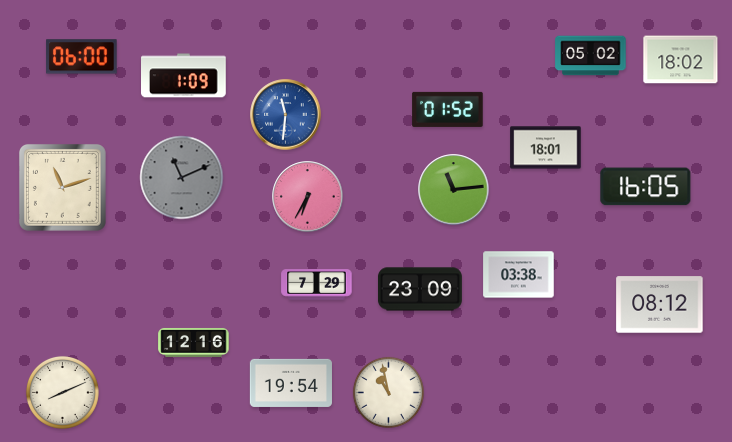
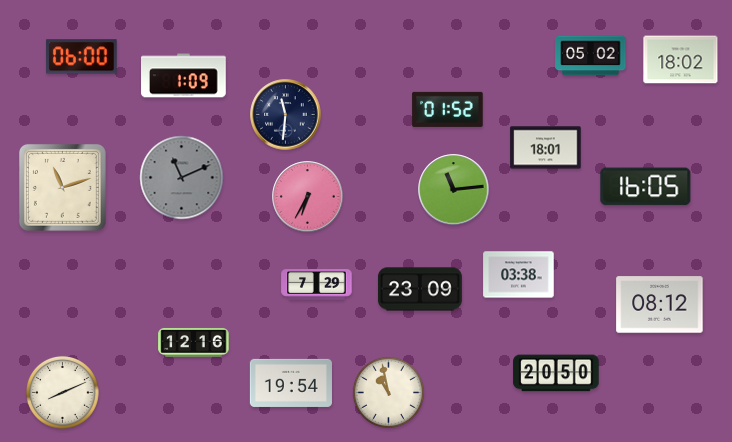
clock at (286, 115) dial: blue -> navy
clock at (556, 373): none -> 20:50
